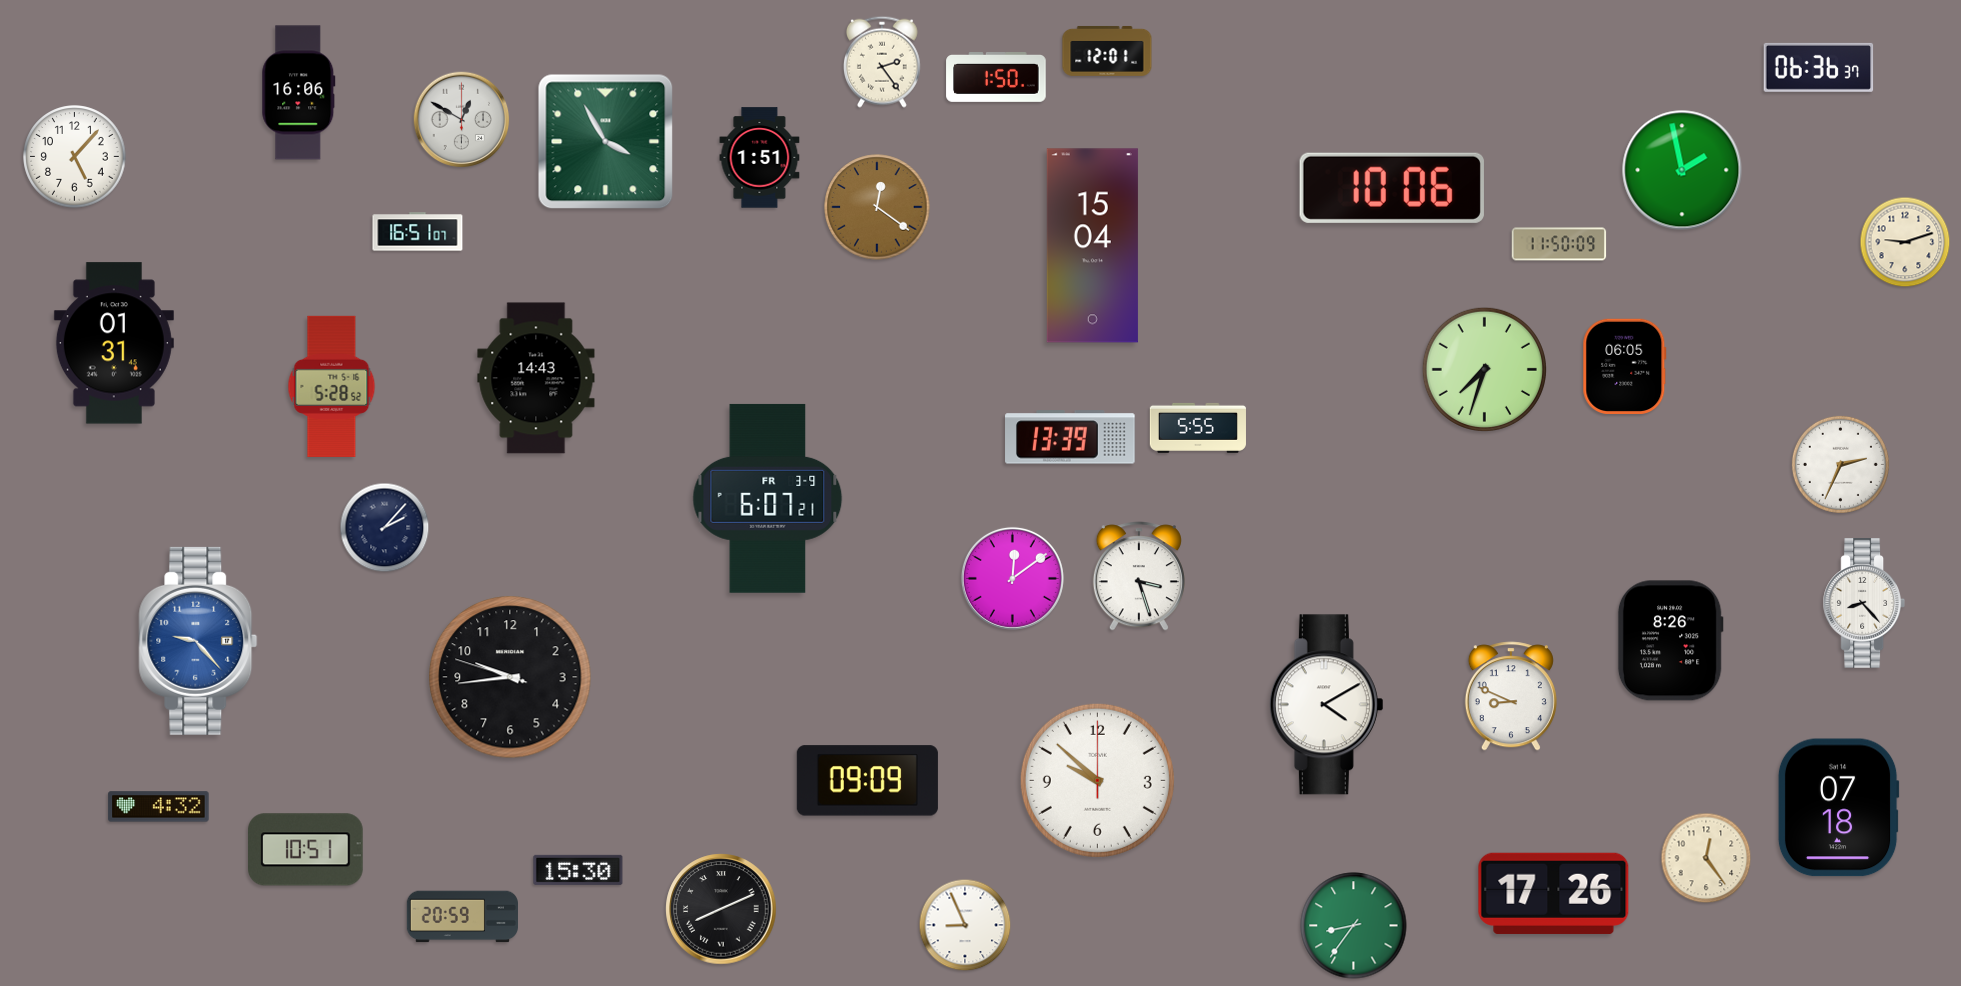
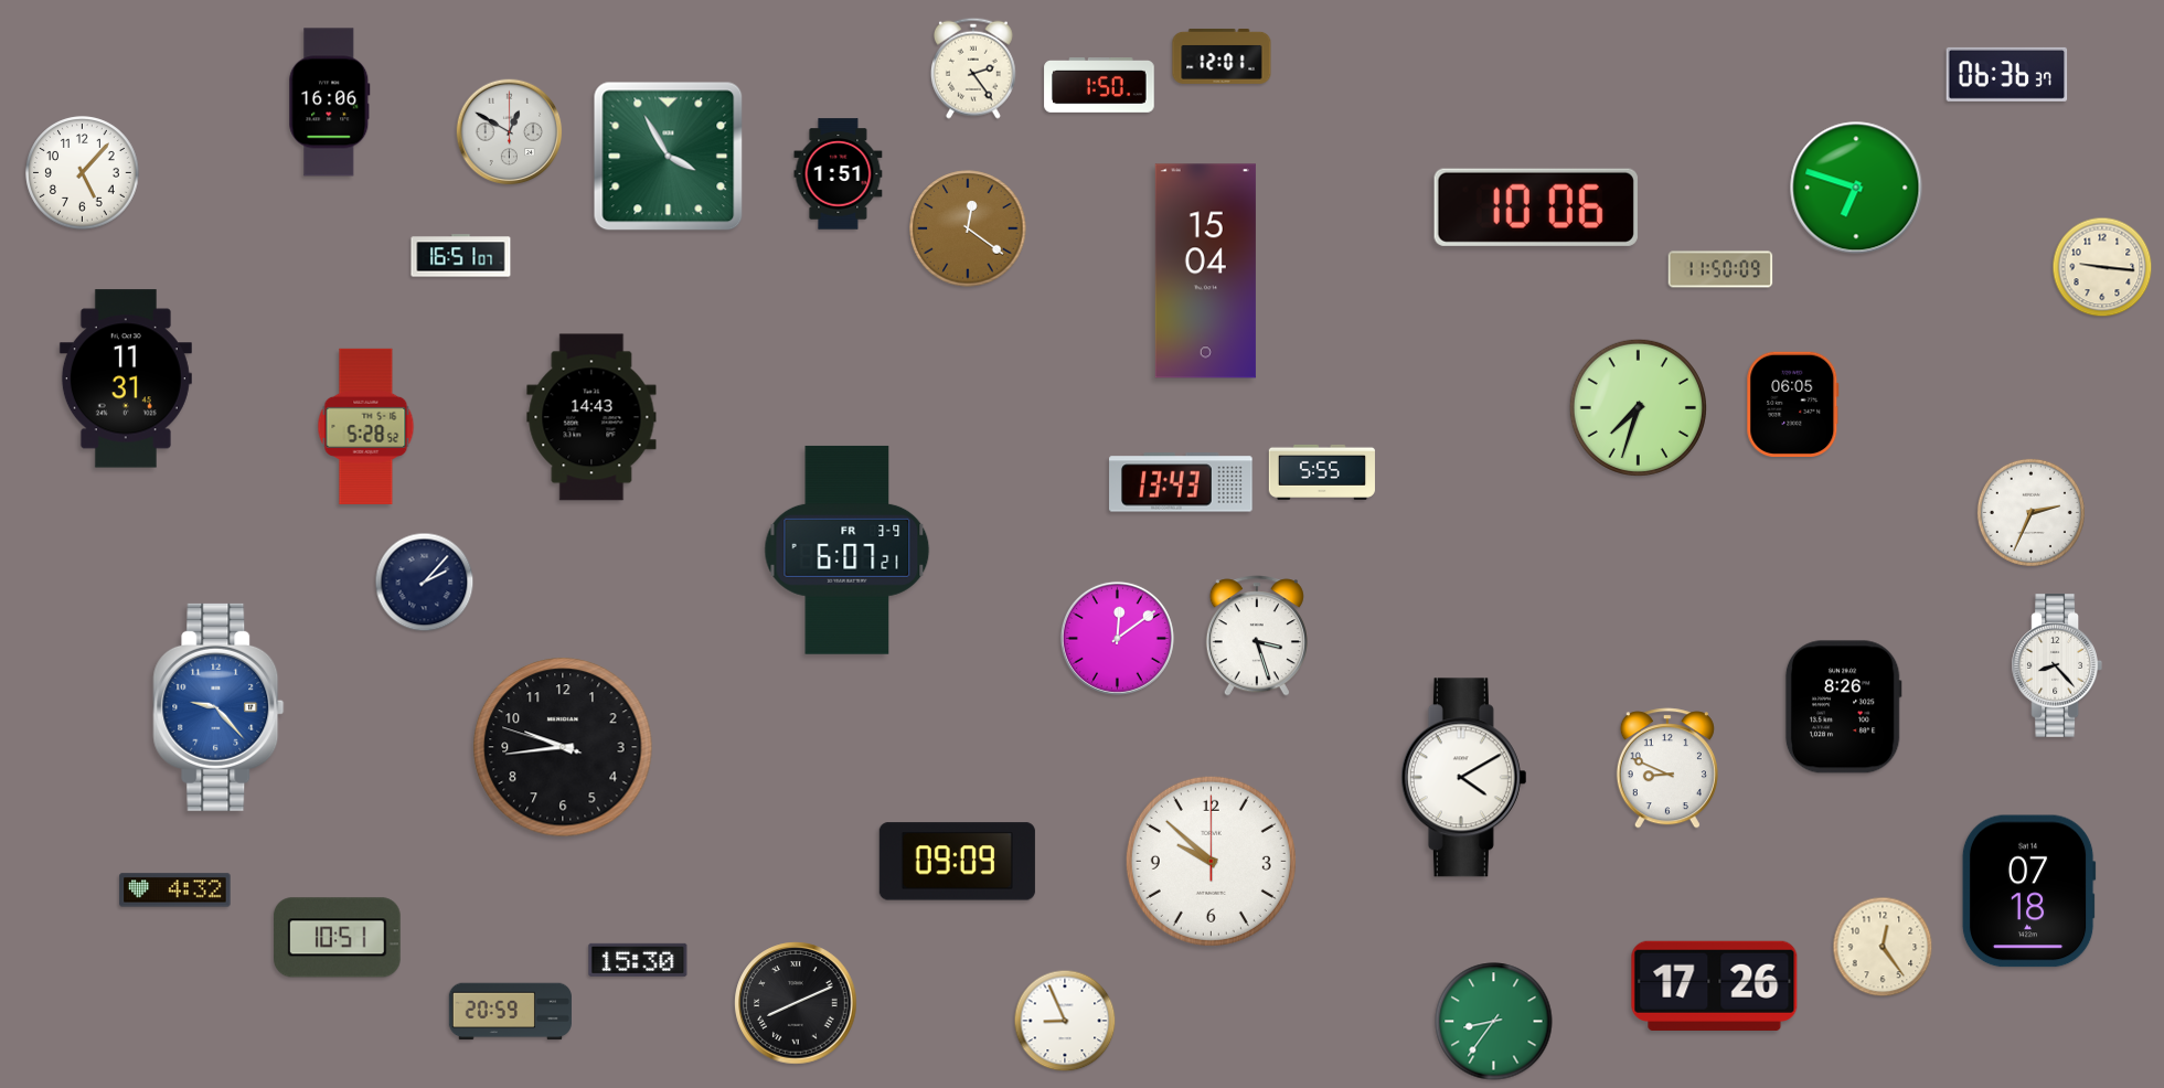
clock at (1682, 170): 1:58 -> 6:48
clock at (1905, 242): 9:12 -> 9:16
clock at (114, 343): 01:31 -> 11:31
clock at (1070, 437): 13:39 -> 13:43
